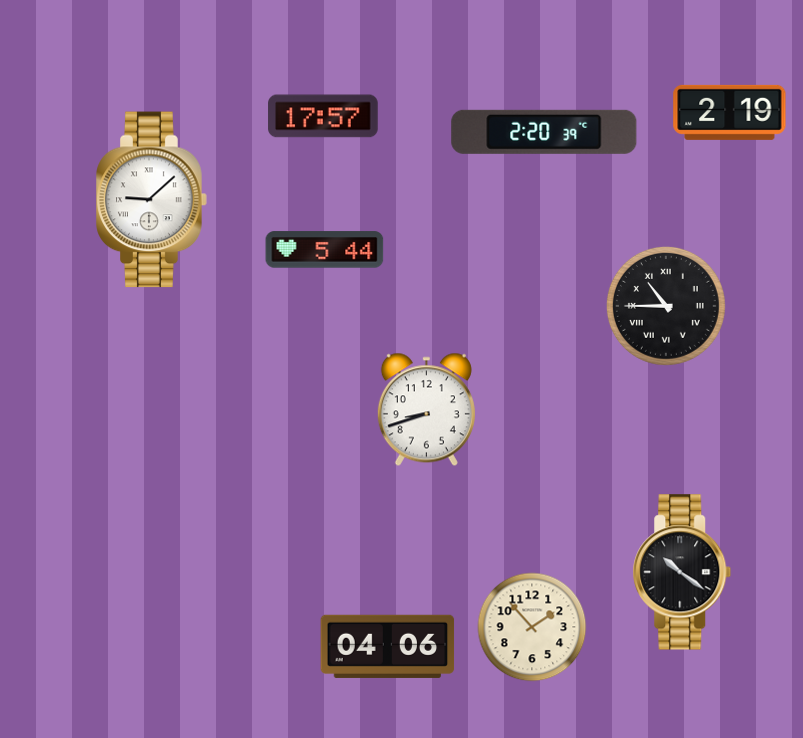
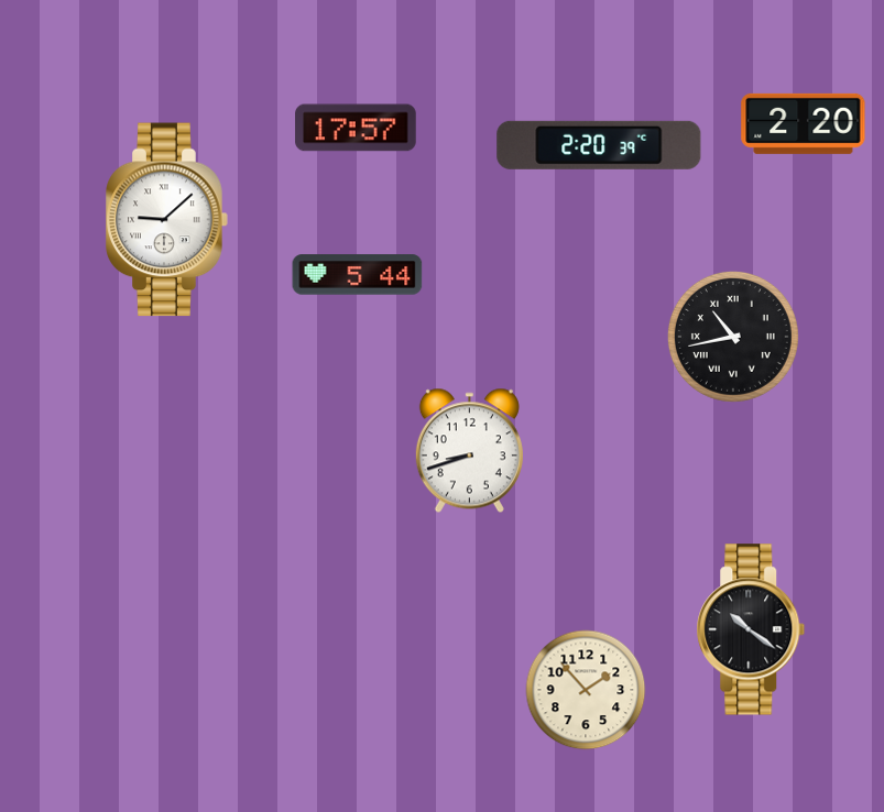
clock at (730, 112): 2:19 -> 2:20
clock at (666, 306): 10:45 -> 10:43
clock at (388, 646): 04:06 -> none
